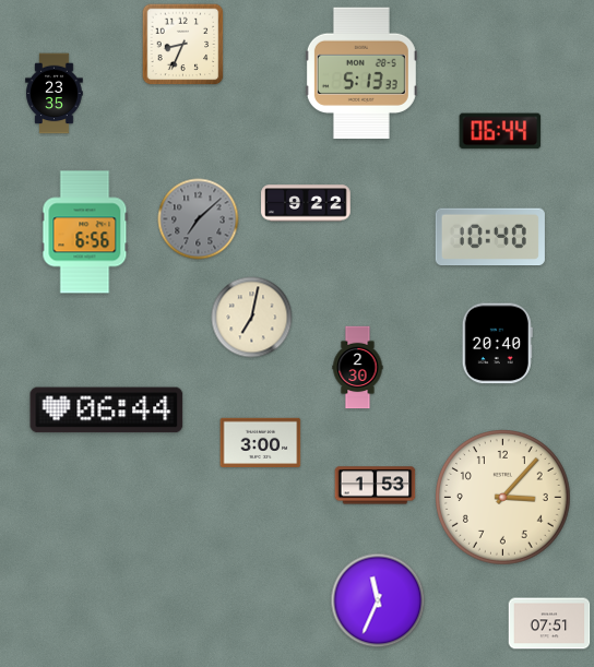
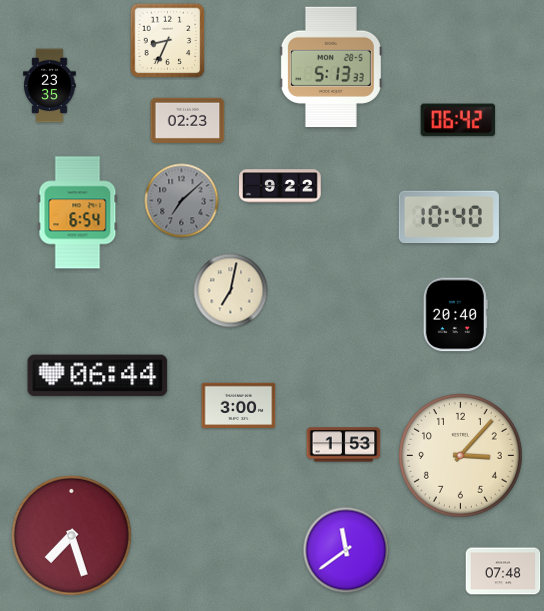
clock at (188, 120): none -> 02:23
clock at (500, 131): 06:44 -> 06:42
clock at (85, 233): 6:56 -> 6:54
clock at (358, 368): 2:30 -> none
clock at (71, 535): none -> 7:27
clock at (378, 600): 11:34 -> 11:39
clock at (549, 623): 07:51 -> 07:48
